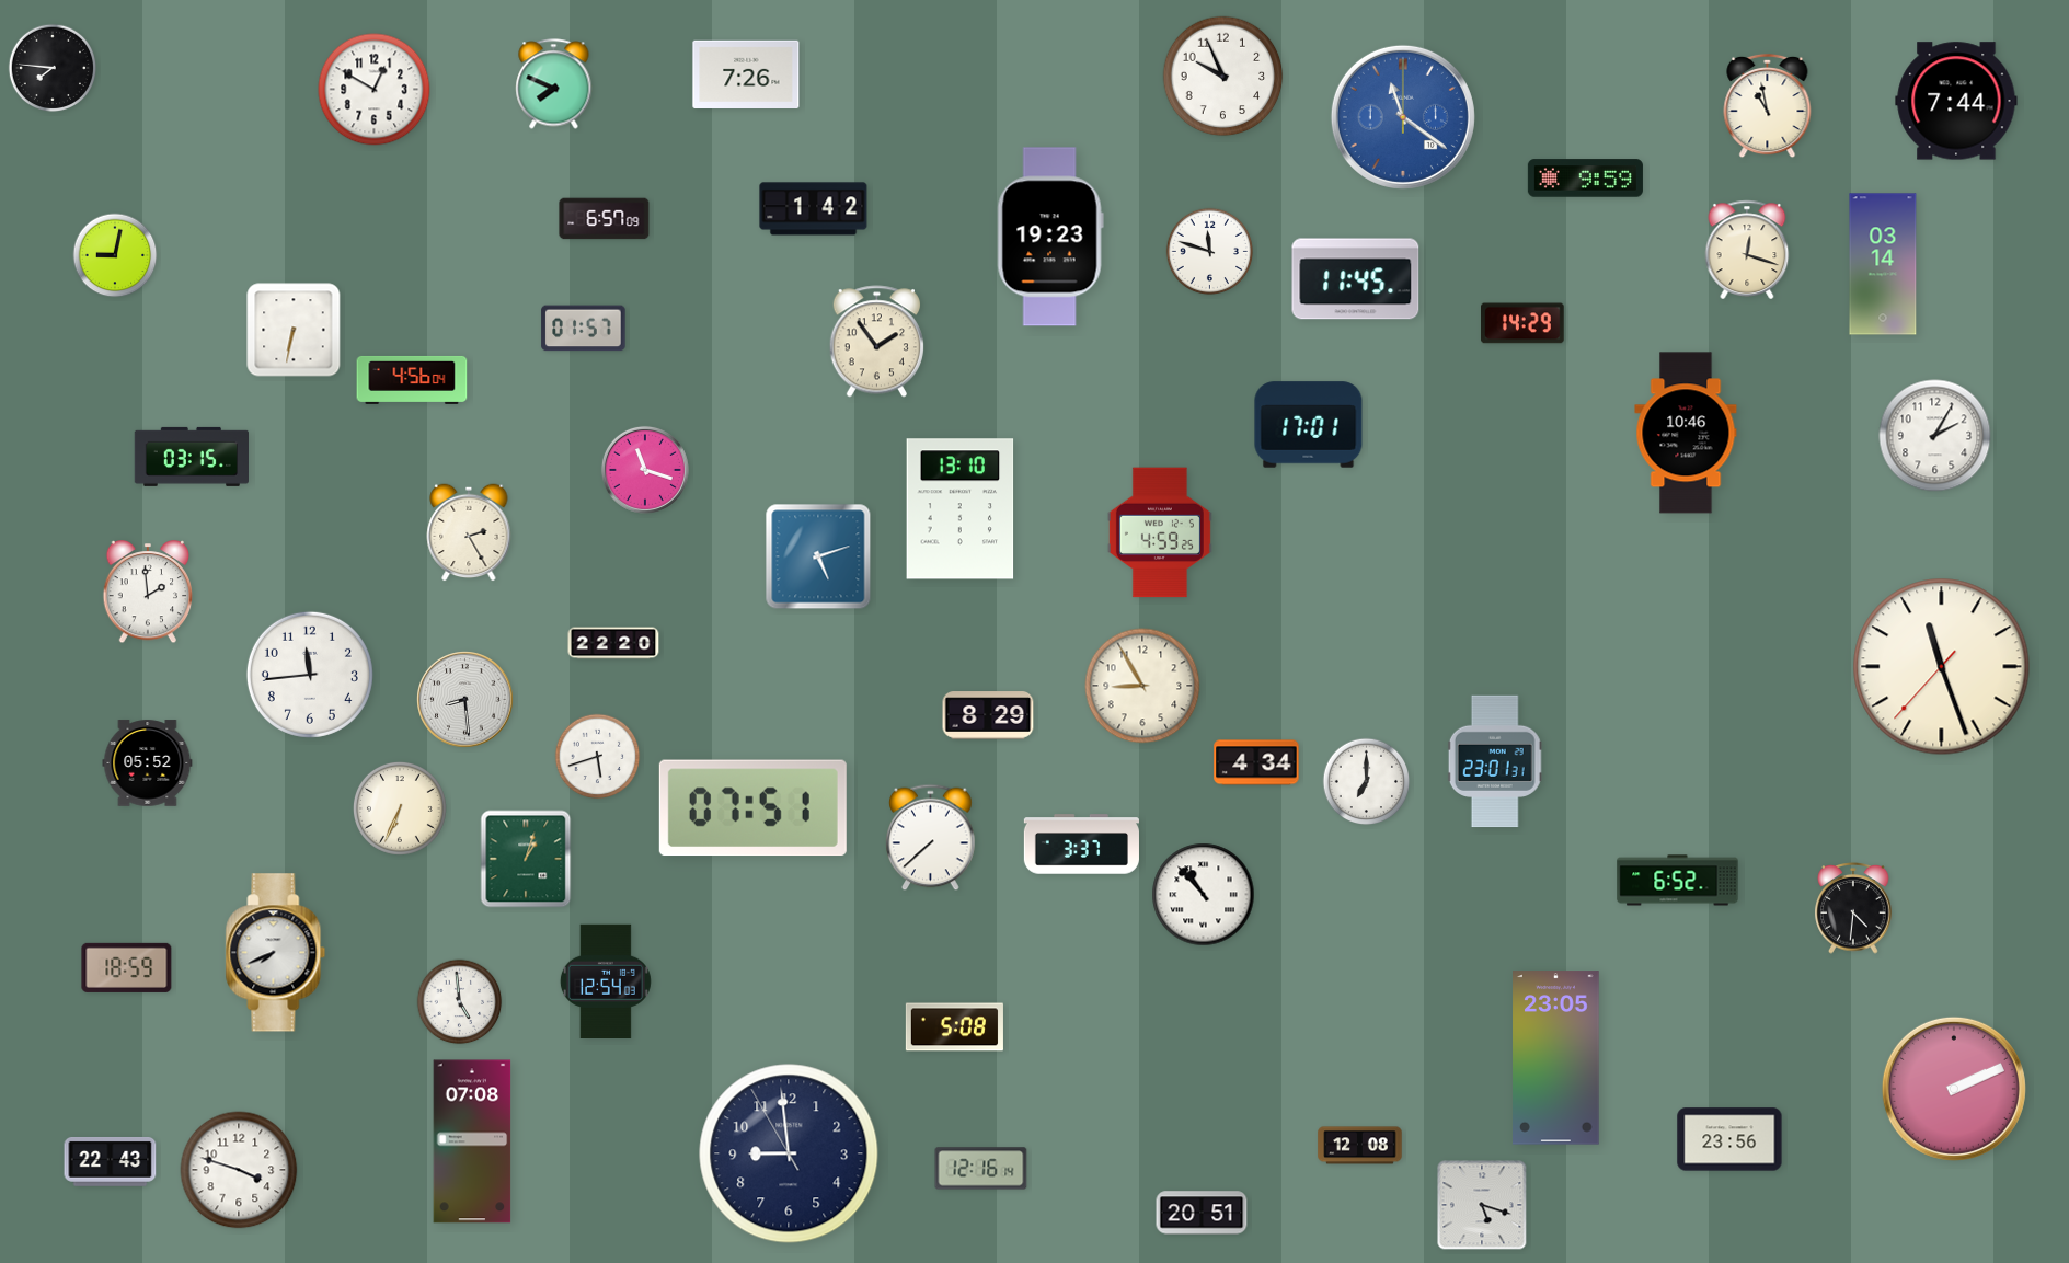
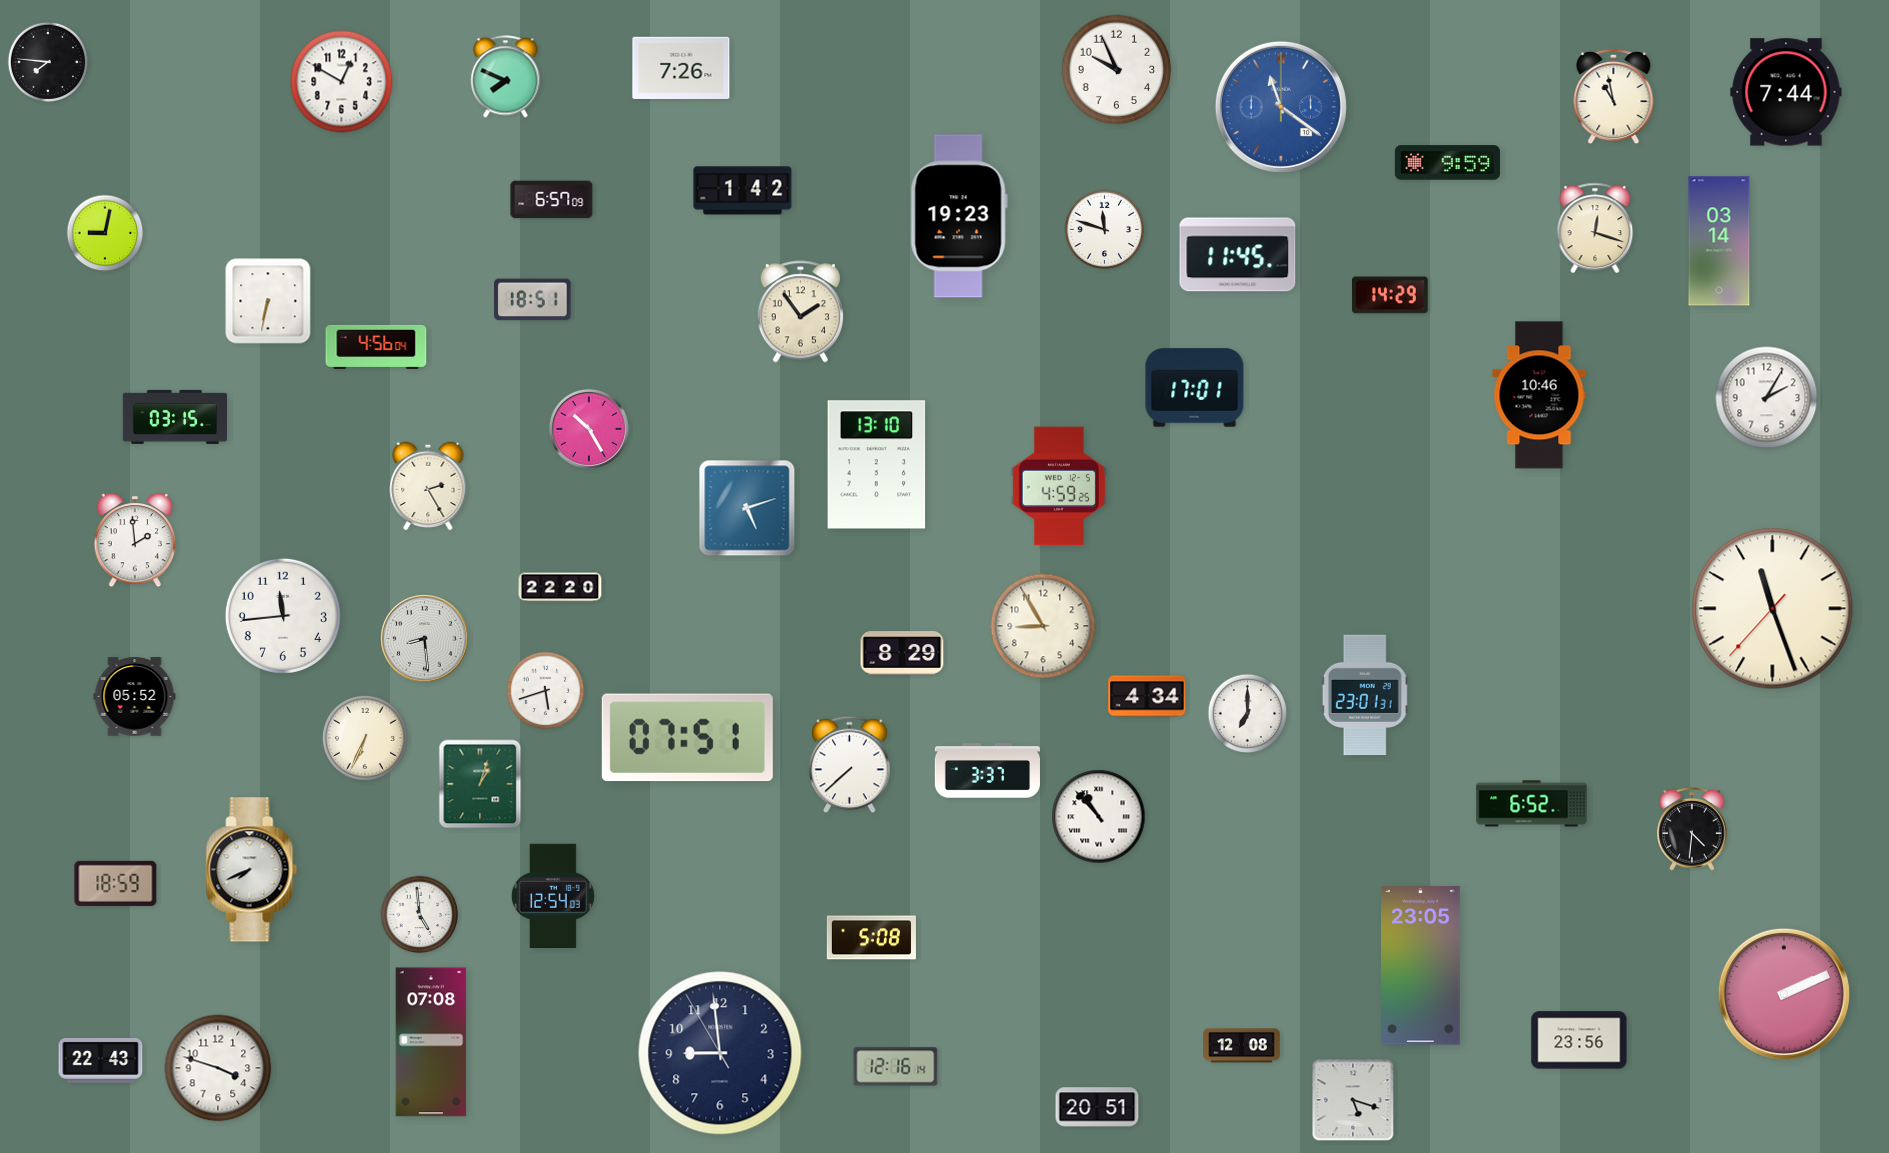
clock at (584, 329): 01:57 -> 18:51
clock at (645, 470): 11:18 -> 10:25
